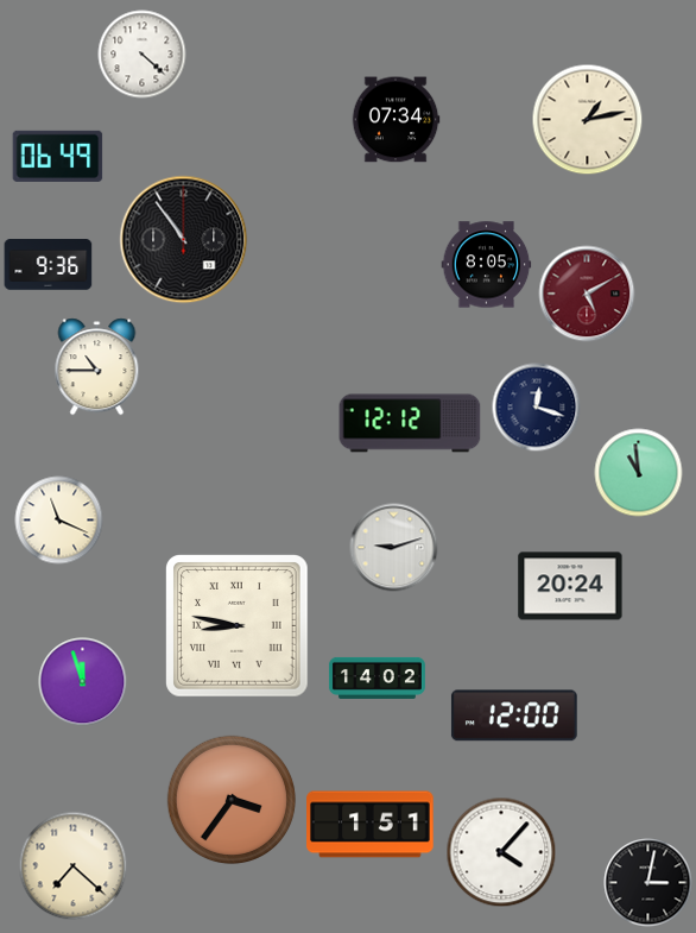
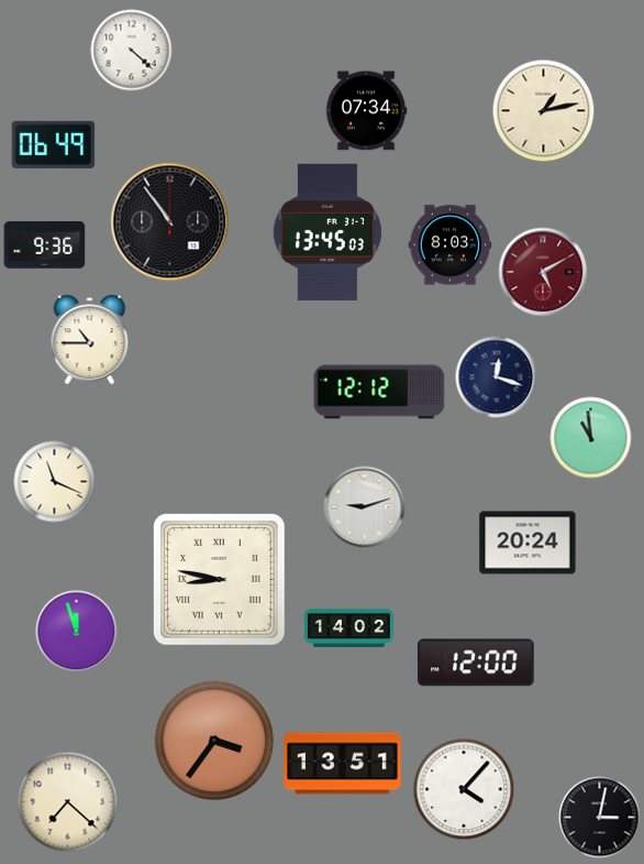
clock at (327, 232): none -> 13:45
clock at (487, 265): 8:05 -> 8:03
clock at (371, 825): 1:51 -> 13:51
